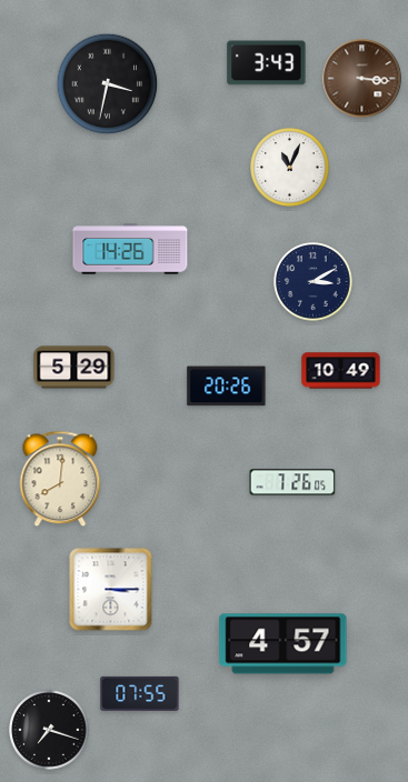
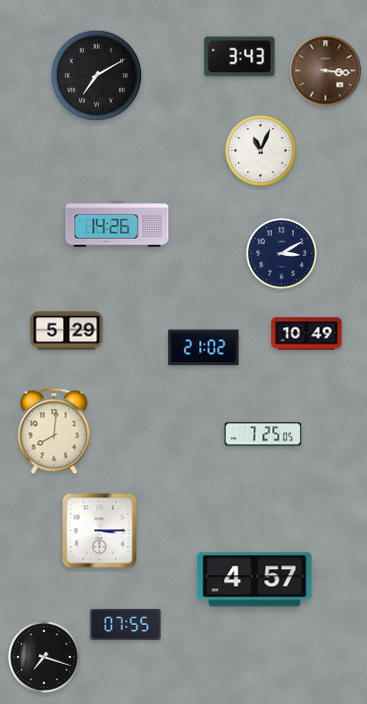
clock at (108, 84): 3:32 -> 7:10
clock at (227, 387): 20:26 -> 21:02
clock at (292, 482): 7:26 -> 7:25
